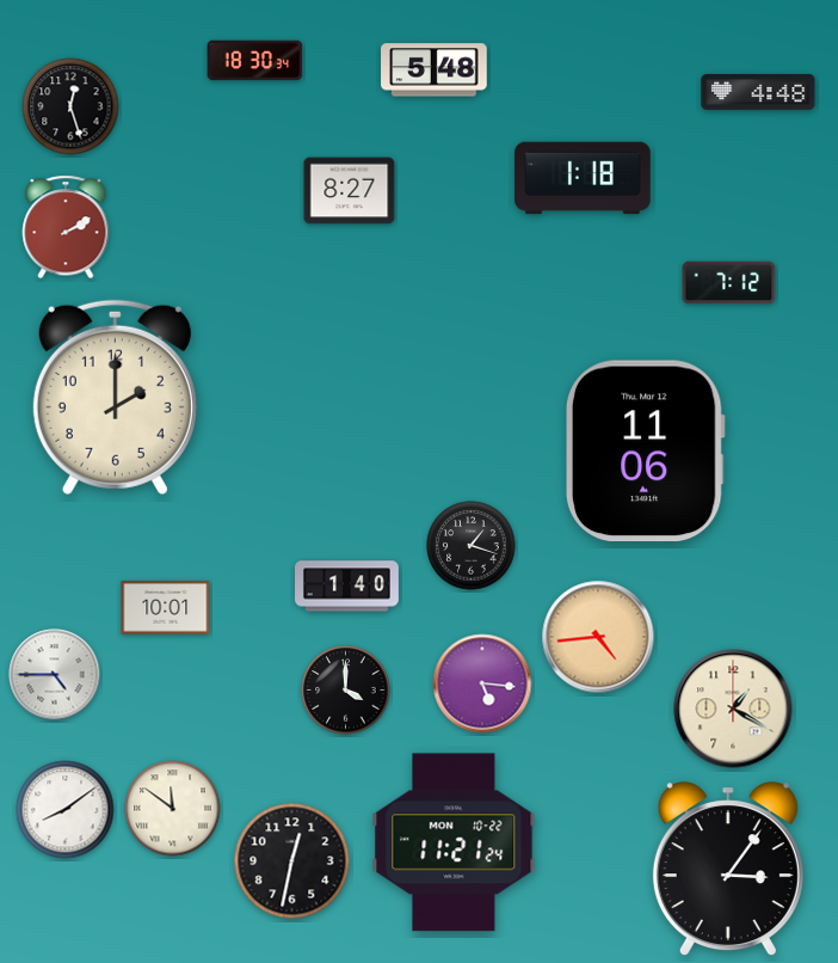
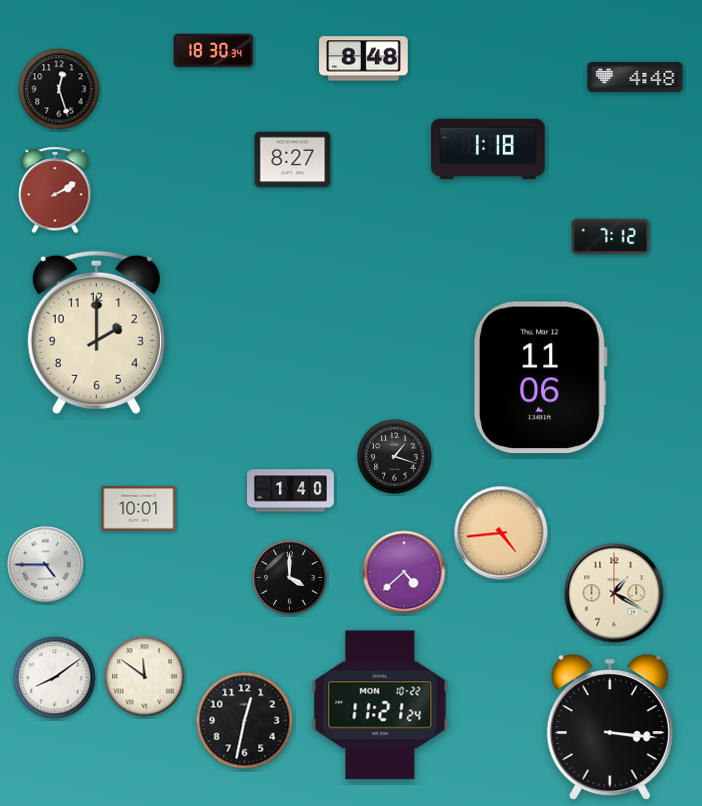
clock at (435, 70): 5:48 -> 8:48
clock at (482, 683): 5:16 -> 4:38
clock at (728, 870): 3:06 -> 3:16
